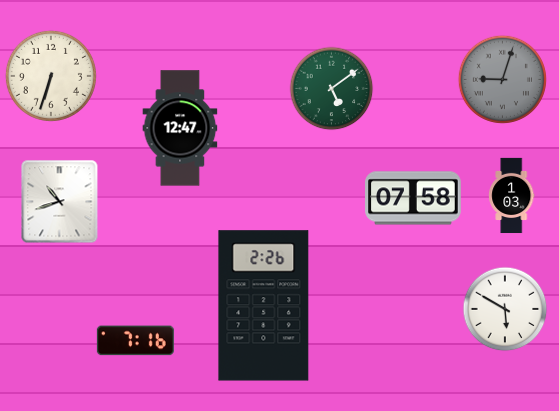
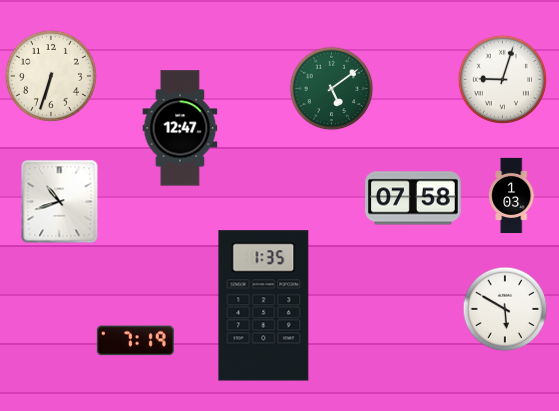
clock at (502, 79) dial: grey -> white
clock at (264, 306): 2:26 -> 1:35
clock at (135, 341): 7:16 -> 7:19
